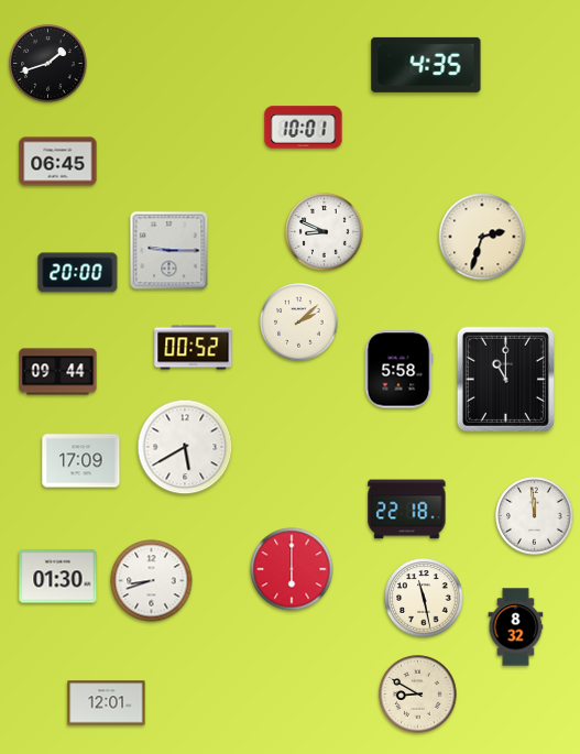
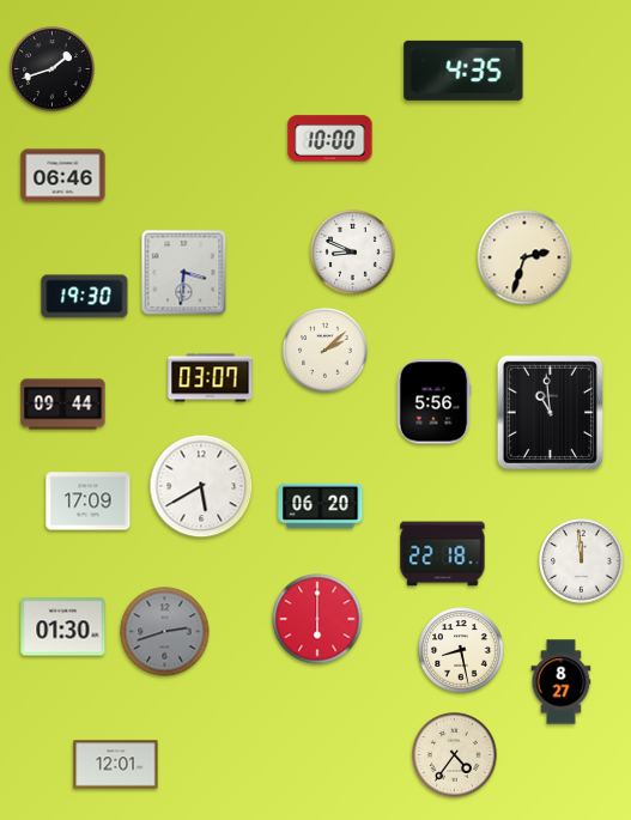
clock at (304, 128): 10:01 -> 10:00
clock at (58, 162): 06:45 -> 06:46
clock at (169, 251): 9:15 -> 3:31
clock at (78, 273): 20:00 -> 19:30
clock at (194, 348): 00:52 -> 03:07
clock at (398, 370): 5:58 -> 5:56
clock at (505, 379): 11:00 -> 10:59
clock at (321, 505): none -> 06:20
clock at (152, 581): 8:42 -> 2:42
clock at (152, 581) dial: white -> grey
clock at (424, 598): 11:28 -> 8:28
clock at (516, 627): 8:32 -> 8:27
clock at (418, 695): 8:50 -> 4:36
